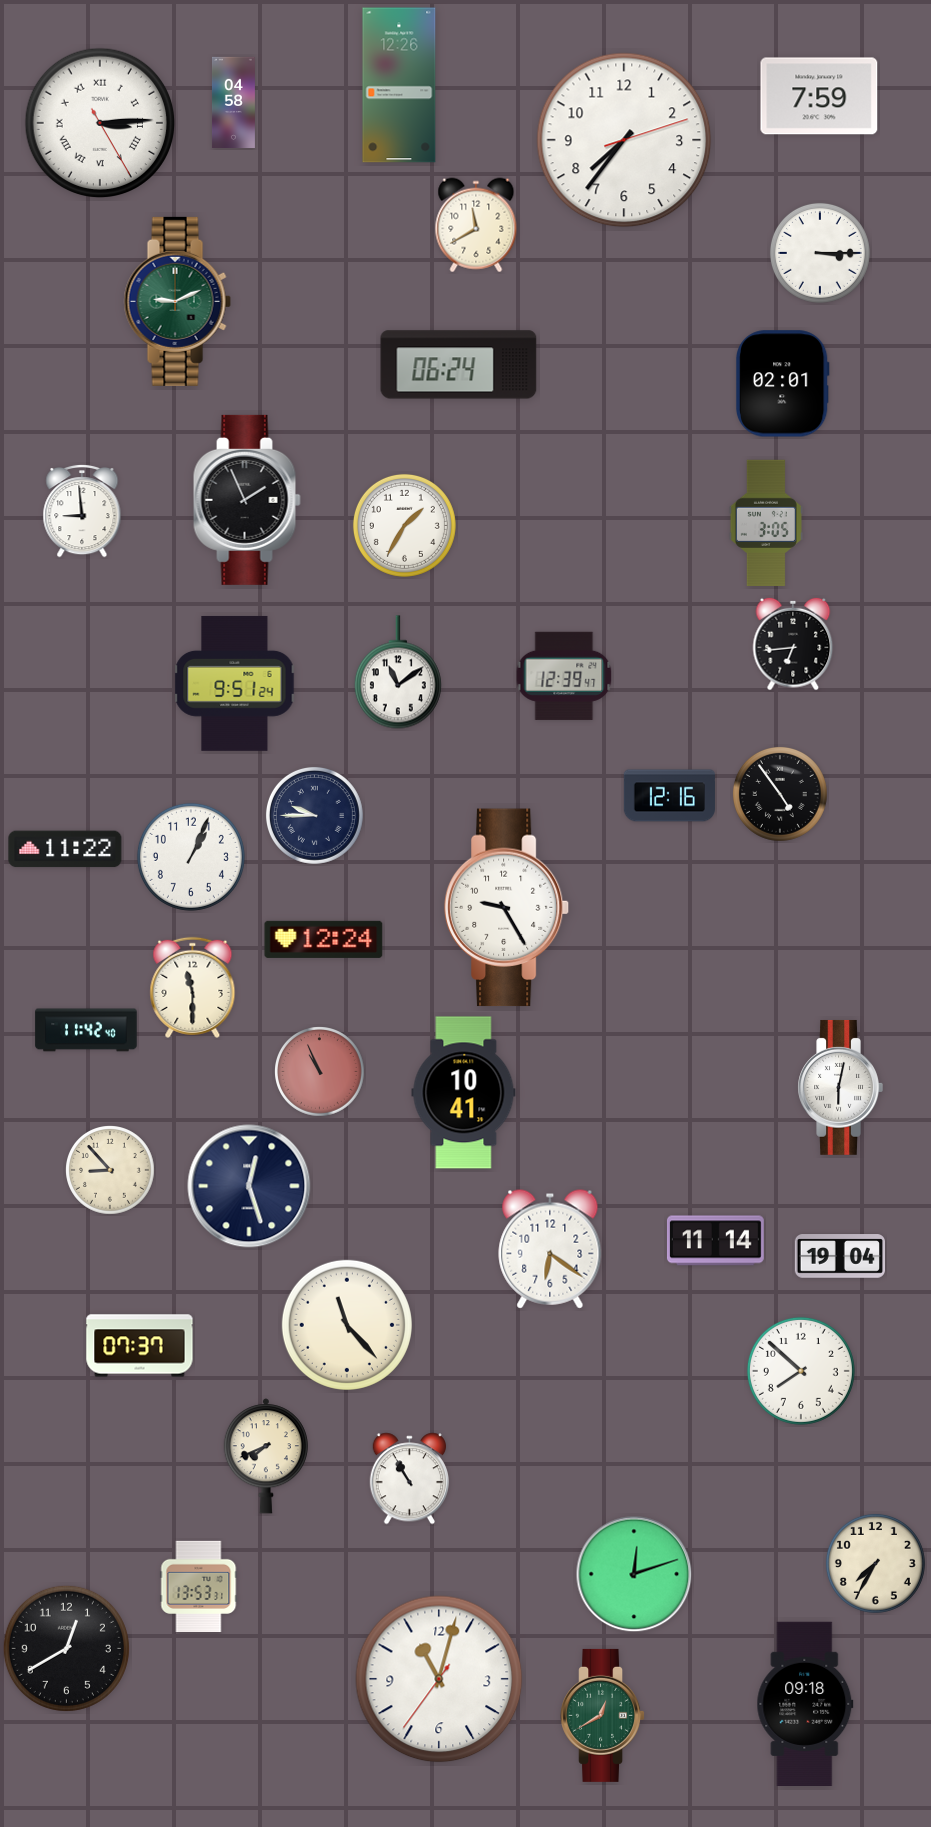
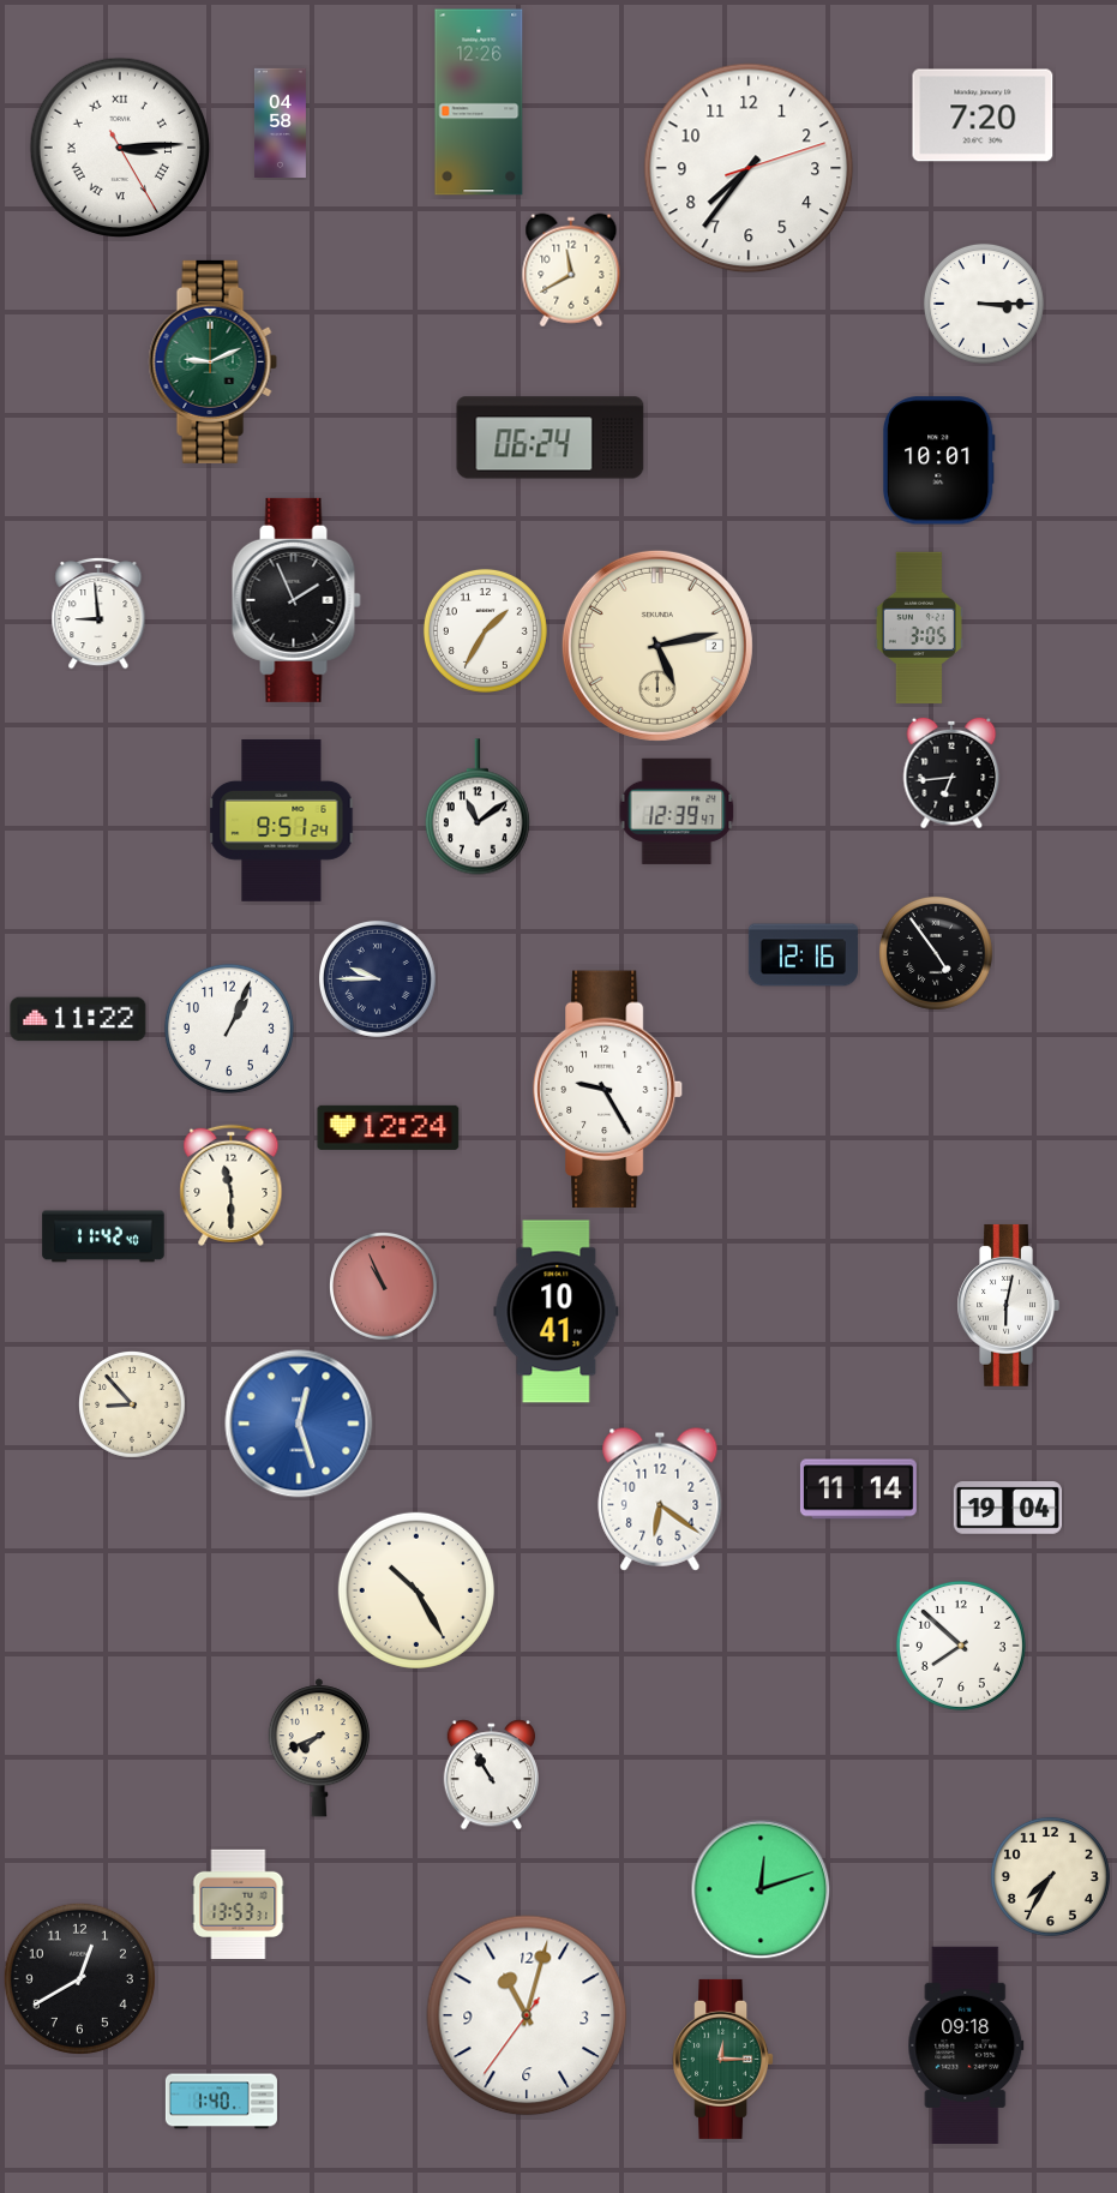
clock at (819, 96): 7:59 -> 7:20
clock at (782, 384): 02:01 -> 10:01
clock at (657, 646): none -> 5:13
clock at (249, 1186) dial: navy -> blue
clock at (347, 1325): 11:23 -> 10:25
clock at (140, 1346): 07:37 -> none
clock at (603, 1715): 12:40 -> 12:15
clock at (221, 2102): none -> 1:40
